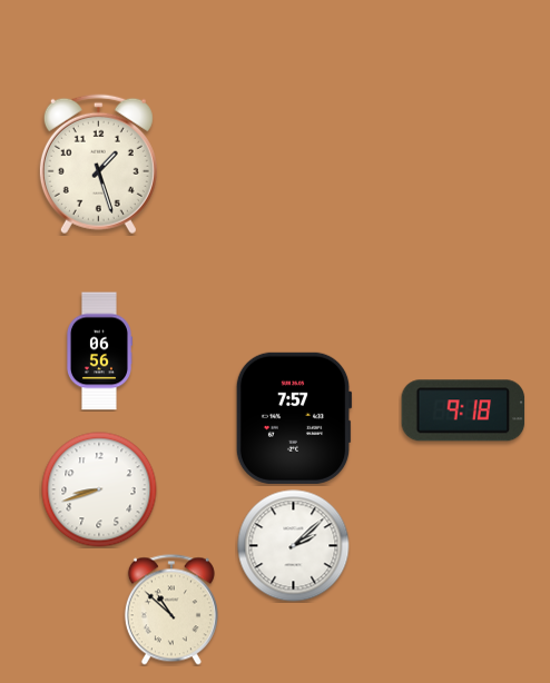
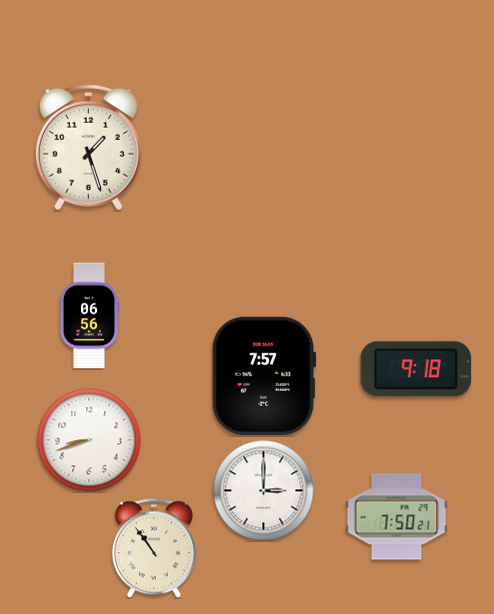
clock at (294, 546): 2:08 -> 3:00
clock at (397, 517): none -> 7:50
clock at (171, 610): 10:52 -> 10:54
